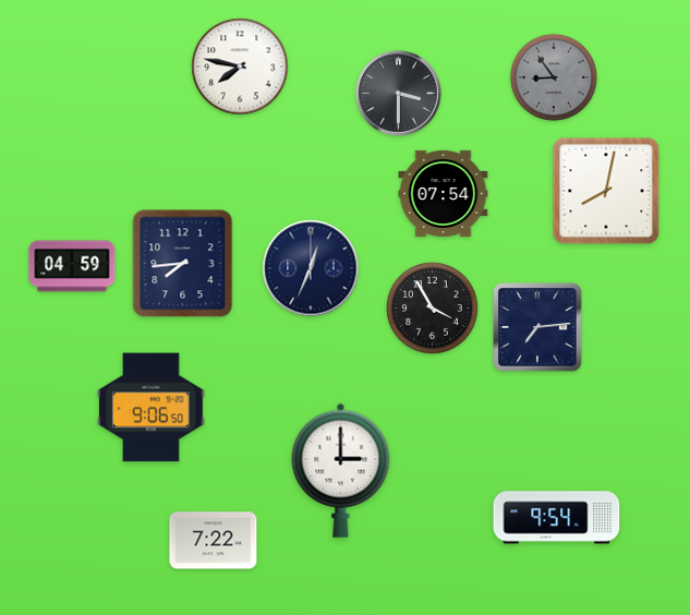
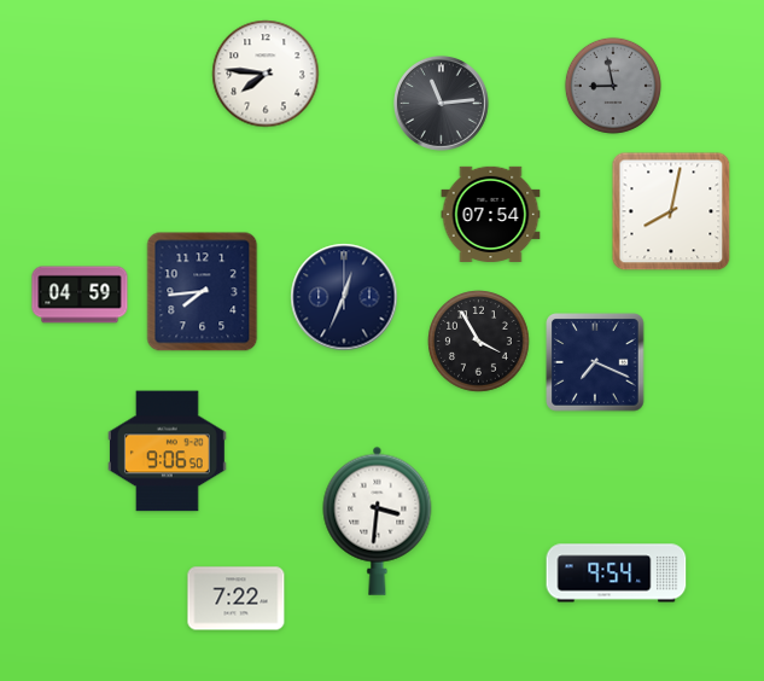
clock at (240, 67): 7:47 -> 7:46
clock at (554, 77): 8:54 -> 8:58
clock at (399, 94): 3:30 -> 11:14
clock at (537, 327): 7:14 -> 7:19
clock at (341, 470): 3:00 -> 3:31
